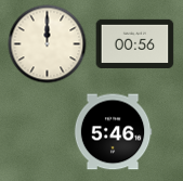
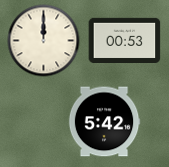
clock at (135, 43): 00:56 -> 00:53
clock at (113, 132): 5:46 -> 5:42
